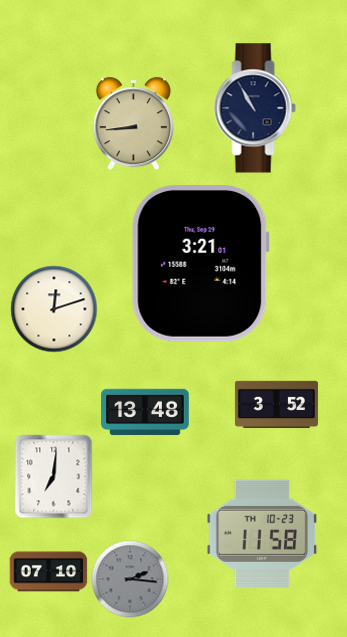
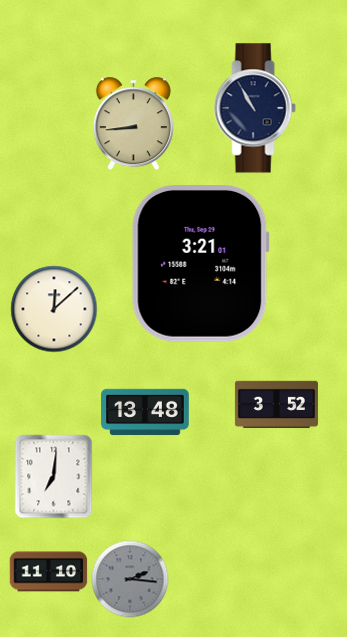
clock at (54, 309): 12:12 -> 12:08
clock at (262, 534): 11:58 -> none
clock at (49, 572): 07:10 -> 11:10
